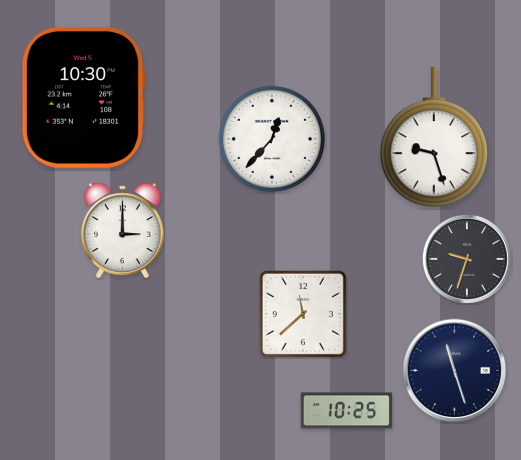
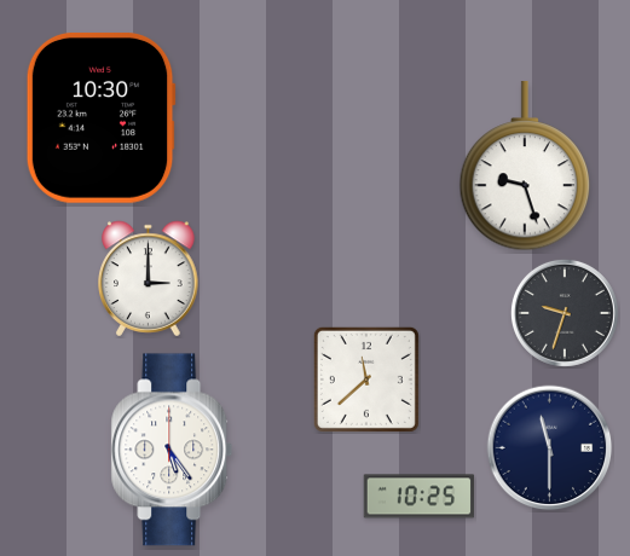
clock at (272, 139): 12:37 -> none
clock at (455, 371): 11:27 -> 11:30
clock at (172, 450): none -> 5:24
